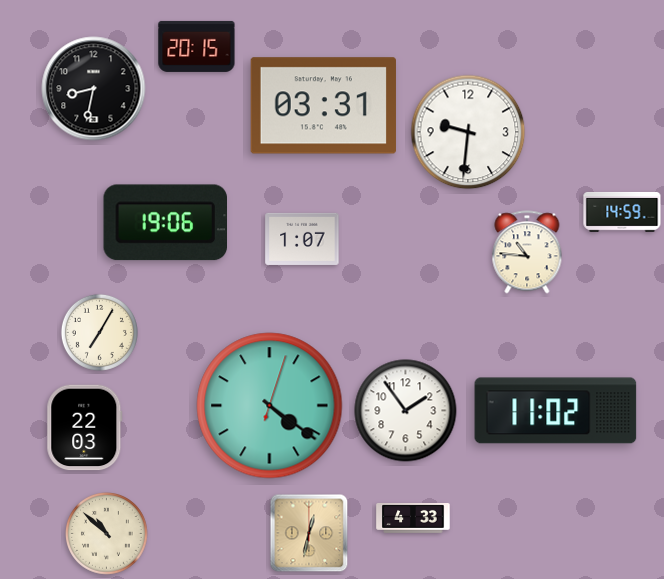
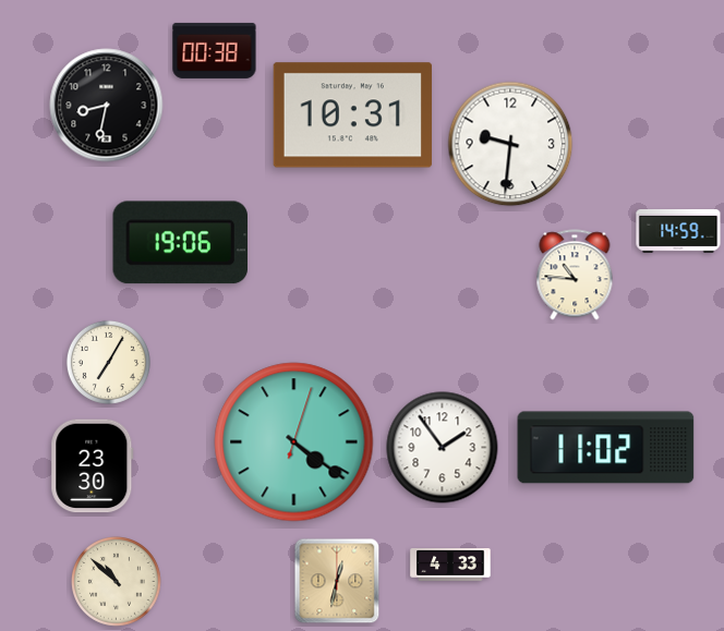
clock at (197, 46): 20:15 -> 00:38
clock at (94, 89) position: (94, 89) -> (107, 106)
clock at (323, 106): 03:31 -> 10:31
clock at (302, 239): 1:07 -> none
clock at (85, 428): 22:03 -> 23:30
